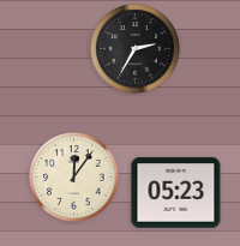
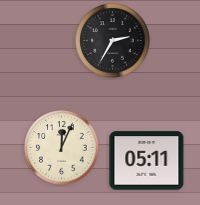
clock at (74, 178): 12:06 -> 12:04
clock at (176, 193): 05:23 -> 05:11
